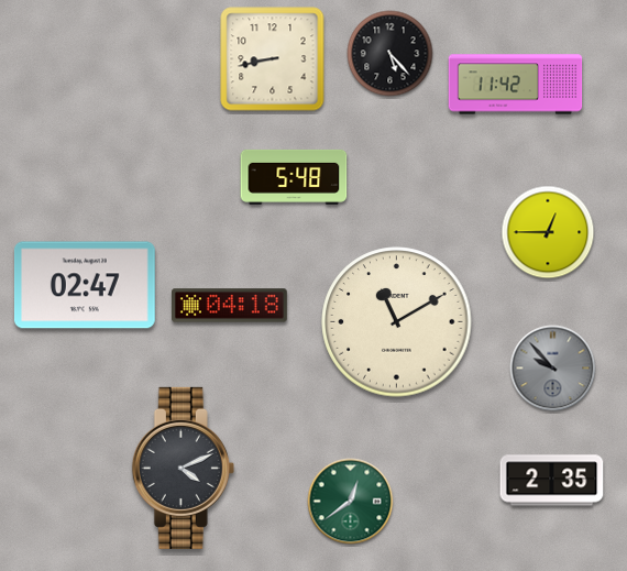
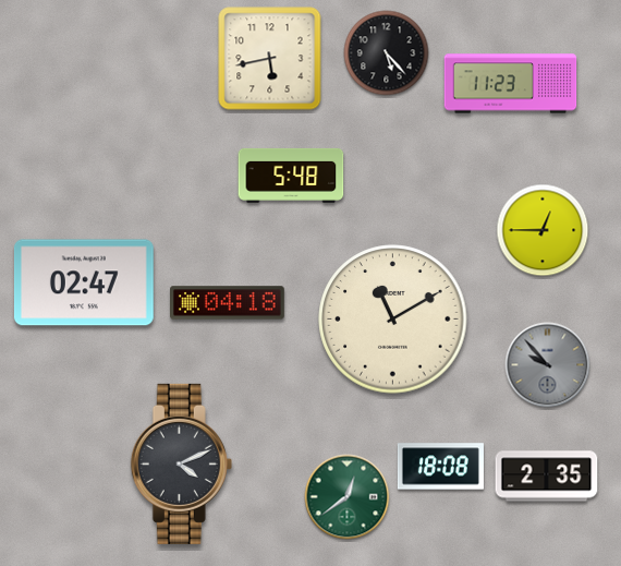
clock at (273, 59): 8:43 -> 5:43
clock at (516, 85): 11:42 -> 11:23
clock at (440, 467): none -> 18:08
